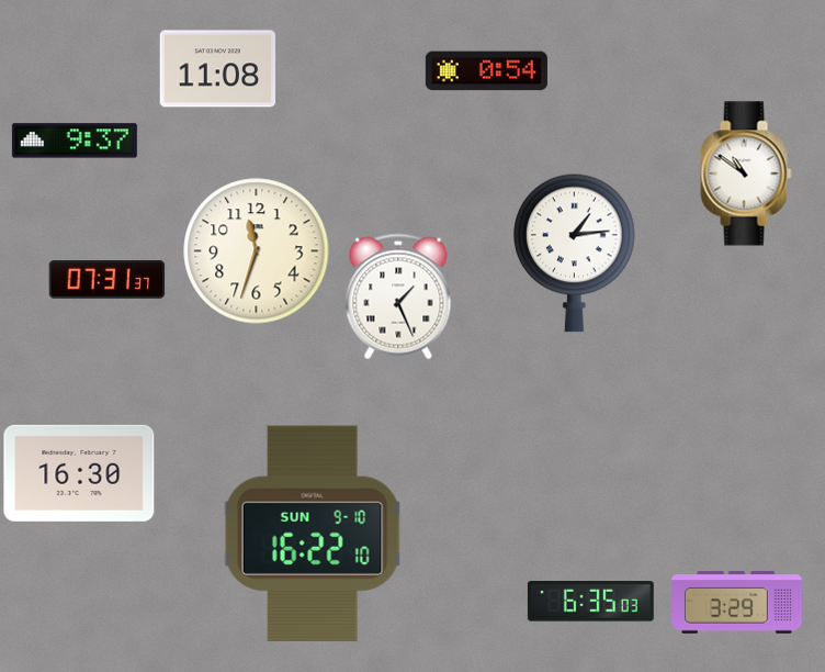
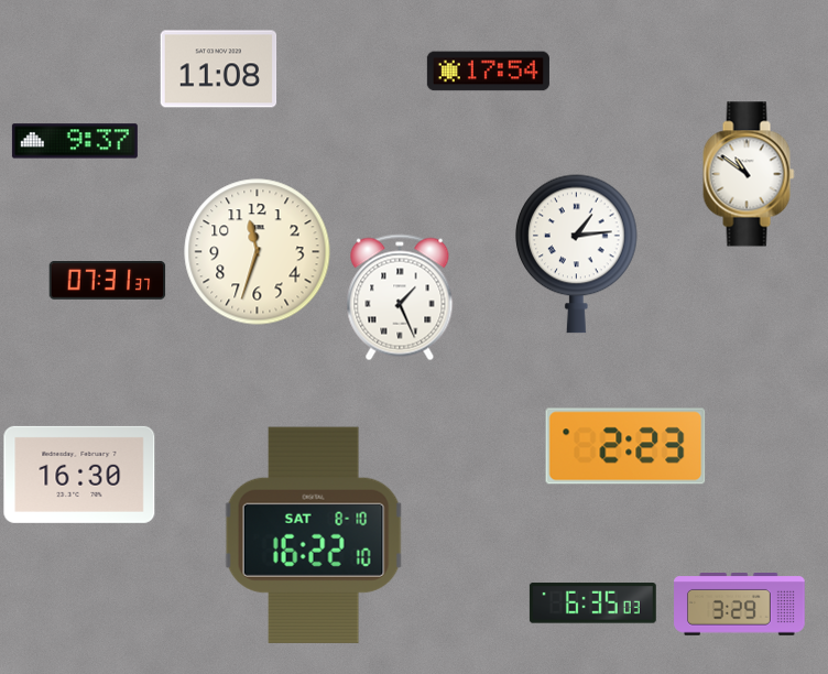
clock at (486, 71): 0:54 -> 17:54
clock at (625, 446): none -> 2:23
clock at (313, 534) date: SUN 9-10 -> SAT 8-10
